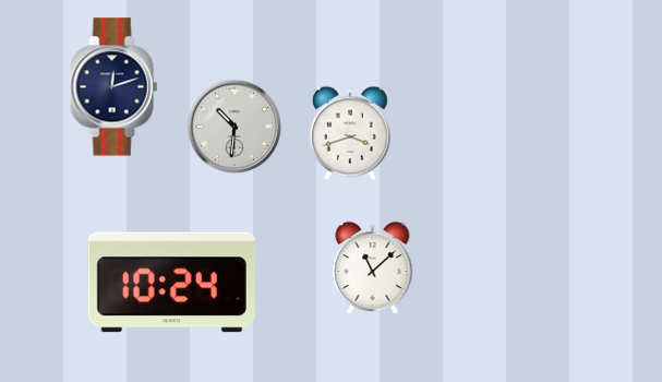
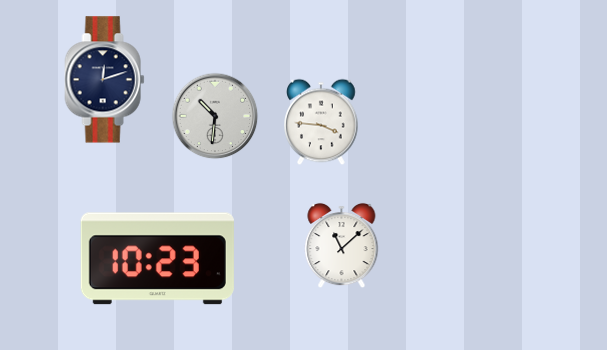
clock at (350, 133): 3:42 -> 3:46
clock at (171, 283): 10:24 -> 10:23
